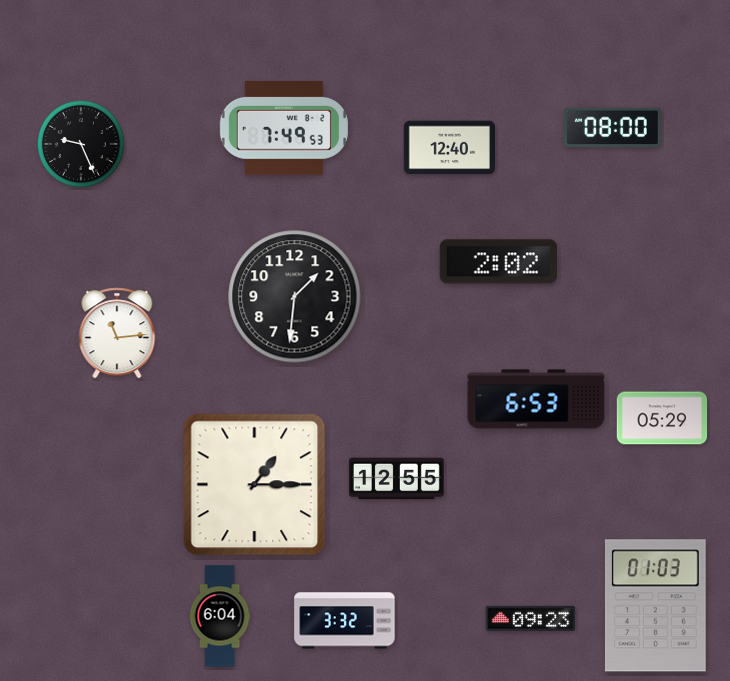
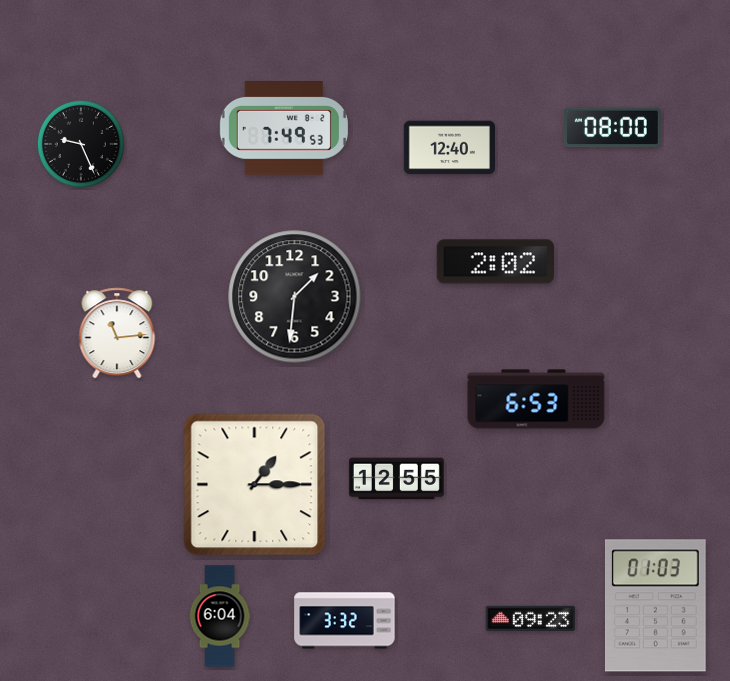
clock at (498, 262) position: (498, 262) -> (495, 262)
clock at (662, 418): 05:29 -> none
